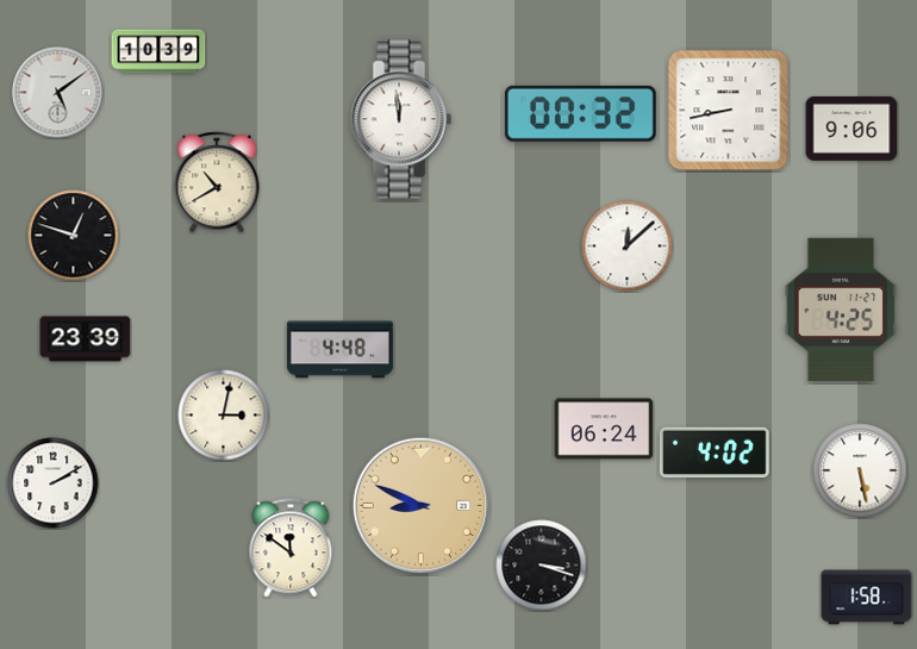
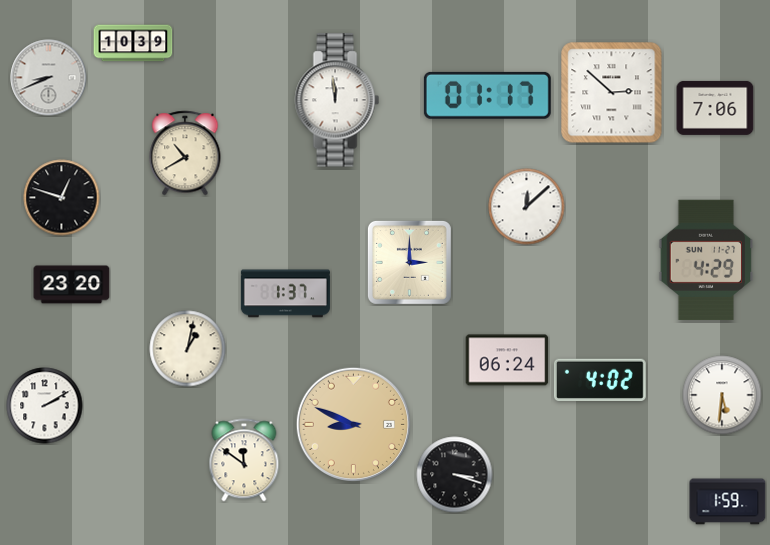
clock at (58, 93): 5:09 -> 8:41
clock at (729, 111): 8:43 -> 2:52
clock at (580, 113): 00:32 -> 01:17
clock at (851, 129): 9:06 -> 7:06
clock at (217, 182) position: (217, 182) -> (185, 153)
clock at (841, 308): 4:25 -> 4:29
clock at (409, 262): none -> 3:00
clock at (86, 339): 23:39 -> 23:20
clock at (339, 350): 4:48 -> 1:37
clock at (224, 416): 3:02 -> 1:02
clock at (860, 470): 5:28 -> 5:31
clock at (867, 598): 1:58 -> 1:59
